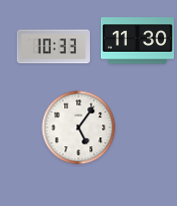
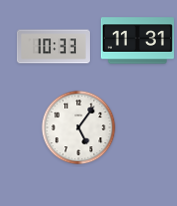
clock at (137, 41): 11:30 -> 11:31
